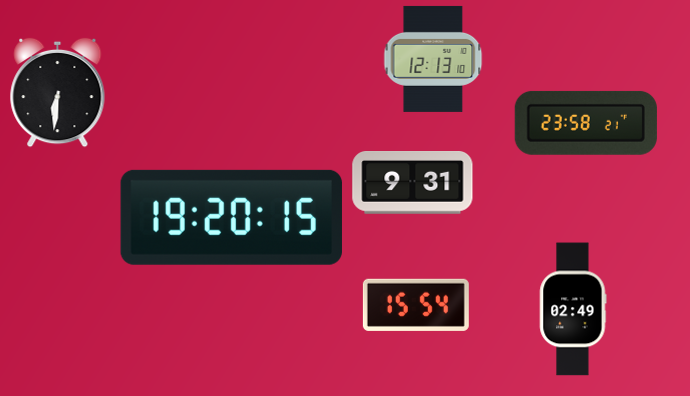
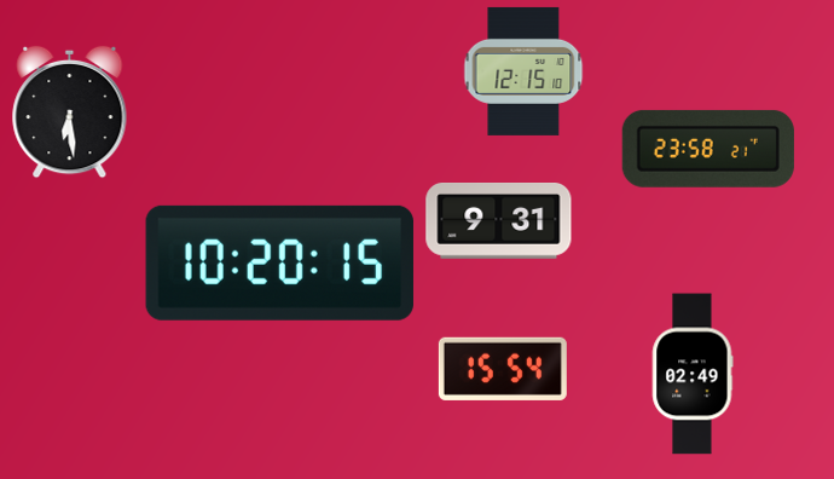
clock at (433, 59): 12:13 -> 12:15
clock at (58, 93): 6:31 -> 6:29
clock at (231, 217): 19:20 -> 10:20
